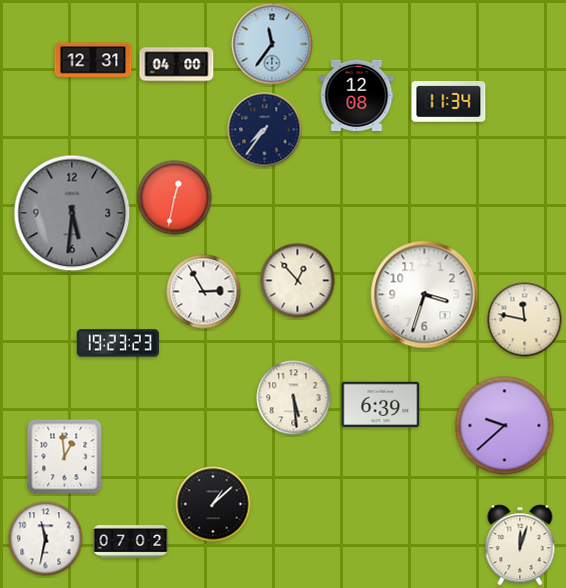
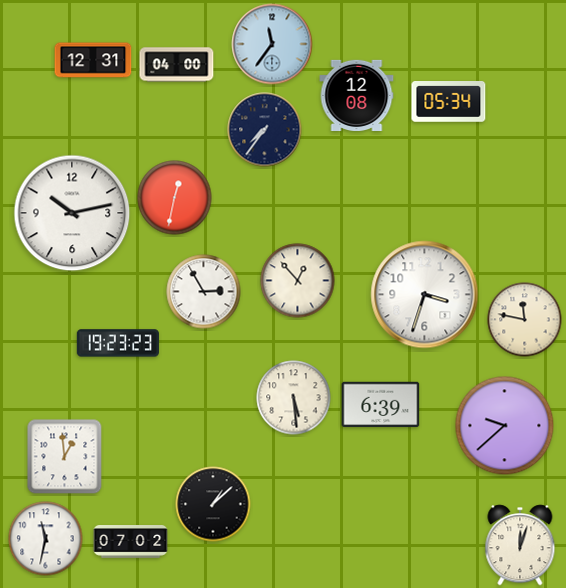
clock at (449, 102): 11:34 -> 05:34
clock at (72, 213): 5:31 -> 10:13
clock at (72, 213) dial: grey -> white
